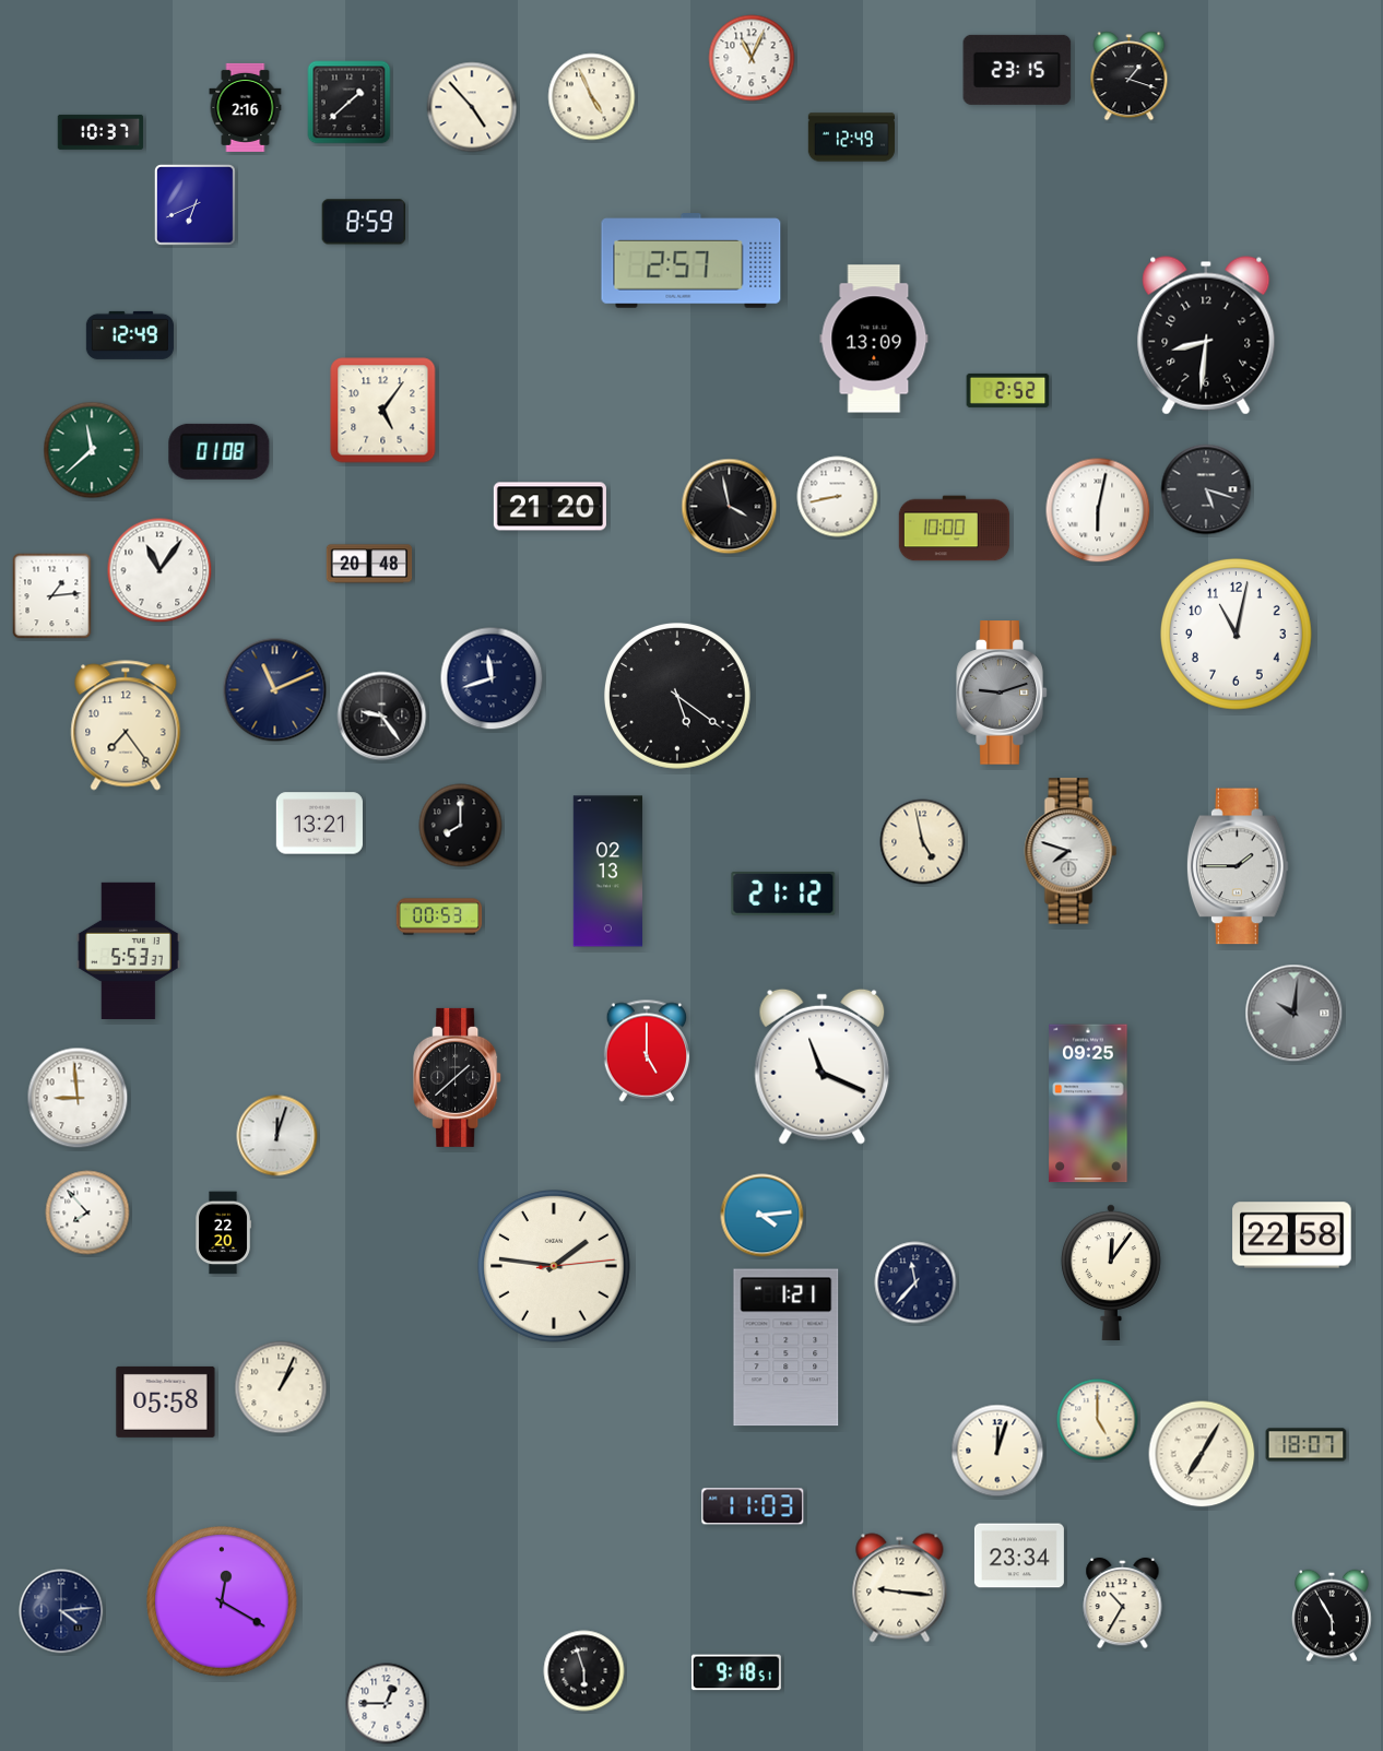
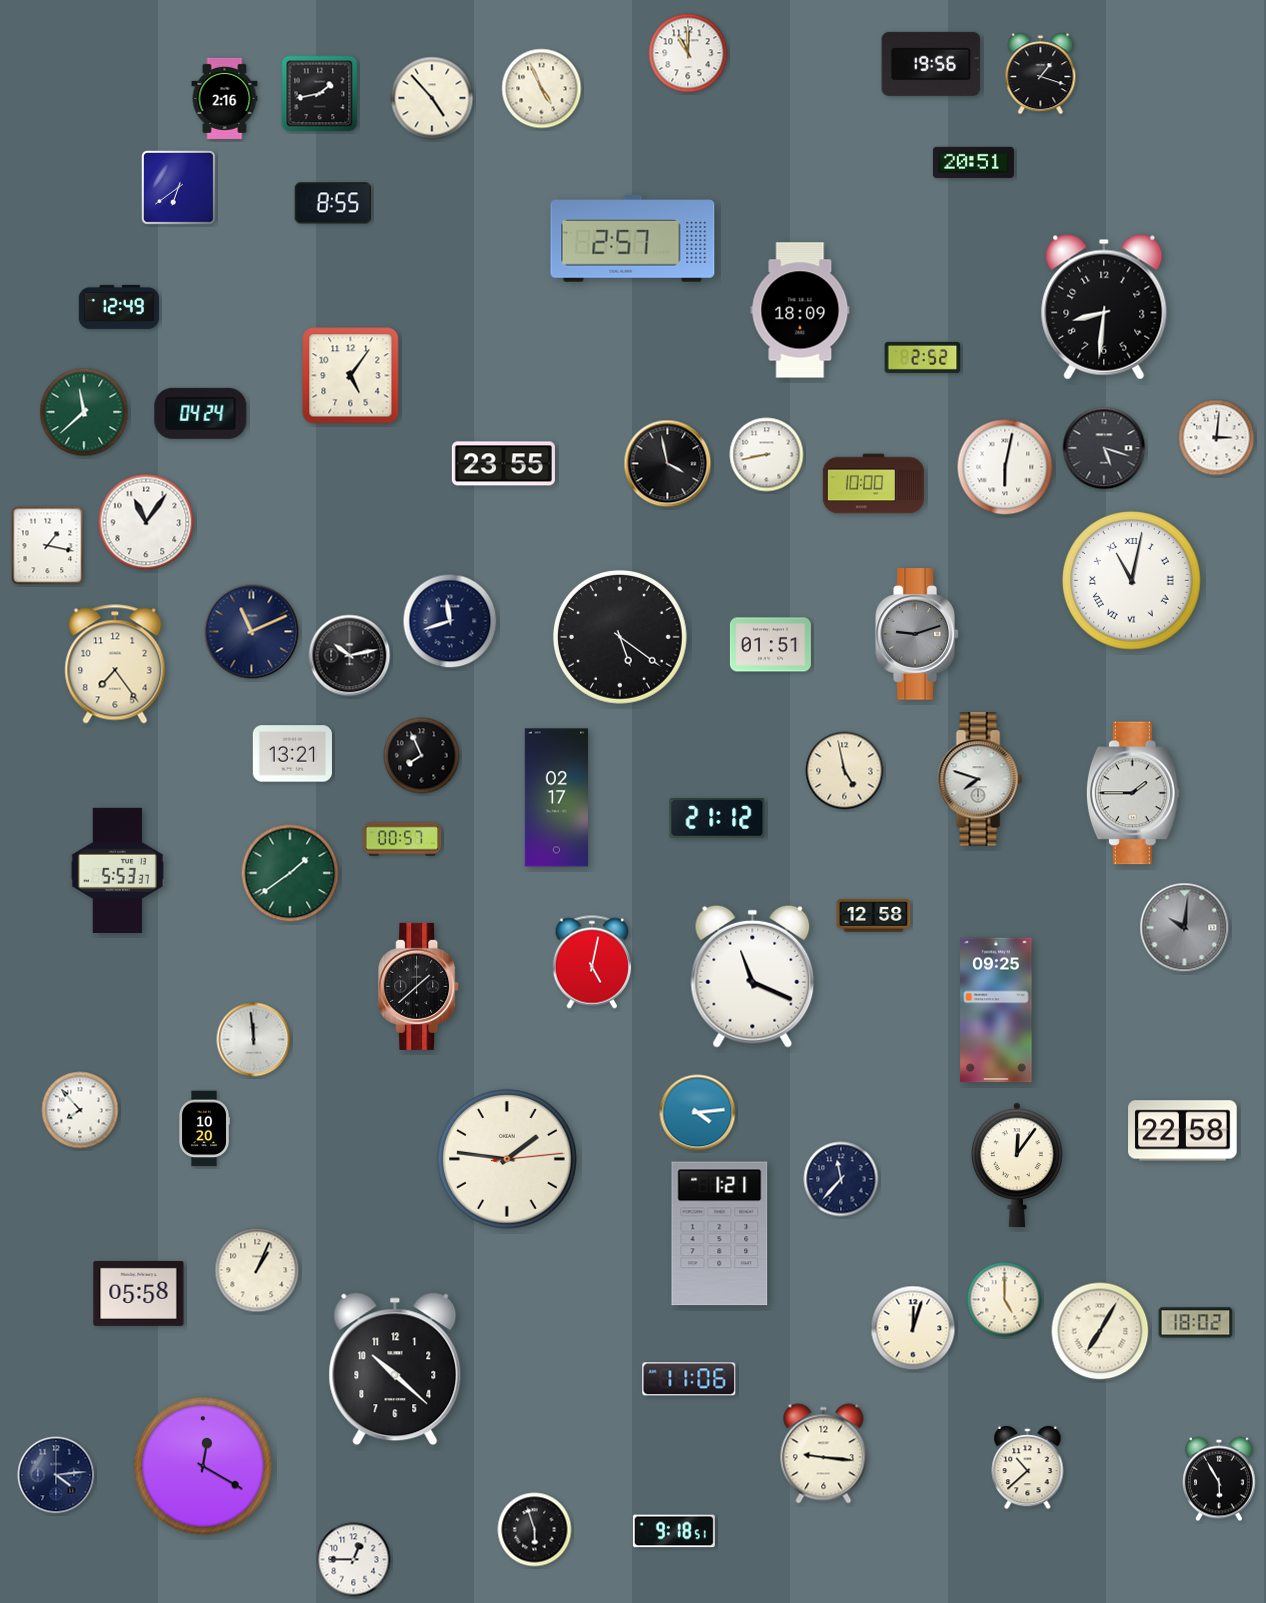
clock at (752, 58): 11:04 -> 11:00
clock at (1017, 70): 23:15 -> 19:56
clock at (1130, 76) position: (1130, 76) -> (1041, 74)
clock at (350, 103): 1:38 -> 1:43
clock at (101, 132): 10:37 -> none
clock at (851, 138): 12:49 -> none
clock at (973, 162): none -> 20:51
clock at (194, 204): 6:41 -> 6:39
clock at (364, 222): 8:59 -> 8:55
clock at (874, 339): 13:09 -> 18:09
clock at (220, 451): 01:08 -> 04:24
clock at (1217, 438): none -> 3:01
clock at (549, 507): 21:20 -> 23:55
clock at (369, 564): 20:48 -> none
clock at (52, 596): 1:14 -> 1:17
clock at (1237, 635) numerals: Arabic -> Roman
clock at (770, 645): none -> 01:51
clock at (382, 717): 9:24 -> 10:13
clock at (461, 826): 8:00 -> 7:56
clock at (608, 872): 02:13 -> 02:17
clock at (439, 916): 00:53 -> 00:57
clock at (290, 873): none -> 1:39
clock at (874, 916): none -> 12:58
clock at (647, 1051): 5:00 -> 5:02
clock at (78, 1098): 8:59 -> none
clock at (277, 1136): 12:03 -> 11:59
clock at (223, 1233): 22:20 -> 10:20
clock at (915, 1282) position: (915, 1282) -> (841, 1179)
clock at (166, 1401) position: (166, 1401) -> (139, 1293)
clock at (1307, 1445): 18:07 -> 18:02
clock at (395, 1369): none -> 10:22
clock at (753, 1506): 11:03 -> 11:06
clock at (1019, 1555): 23:34 -> none
clock at (1123, 1604): 10:35 -> 10:38
